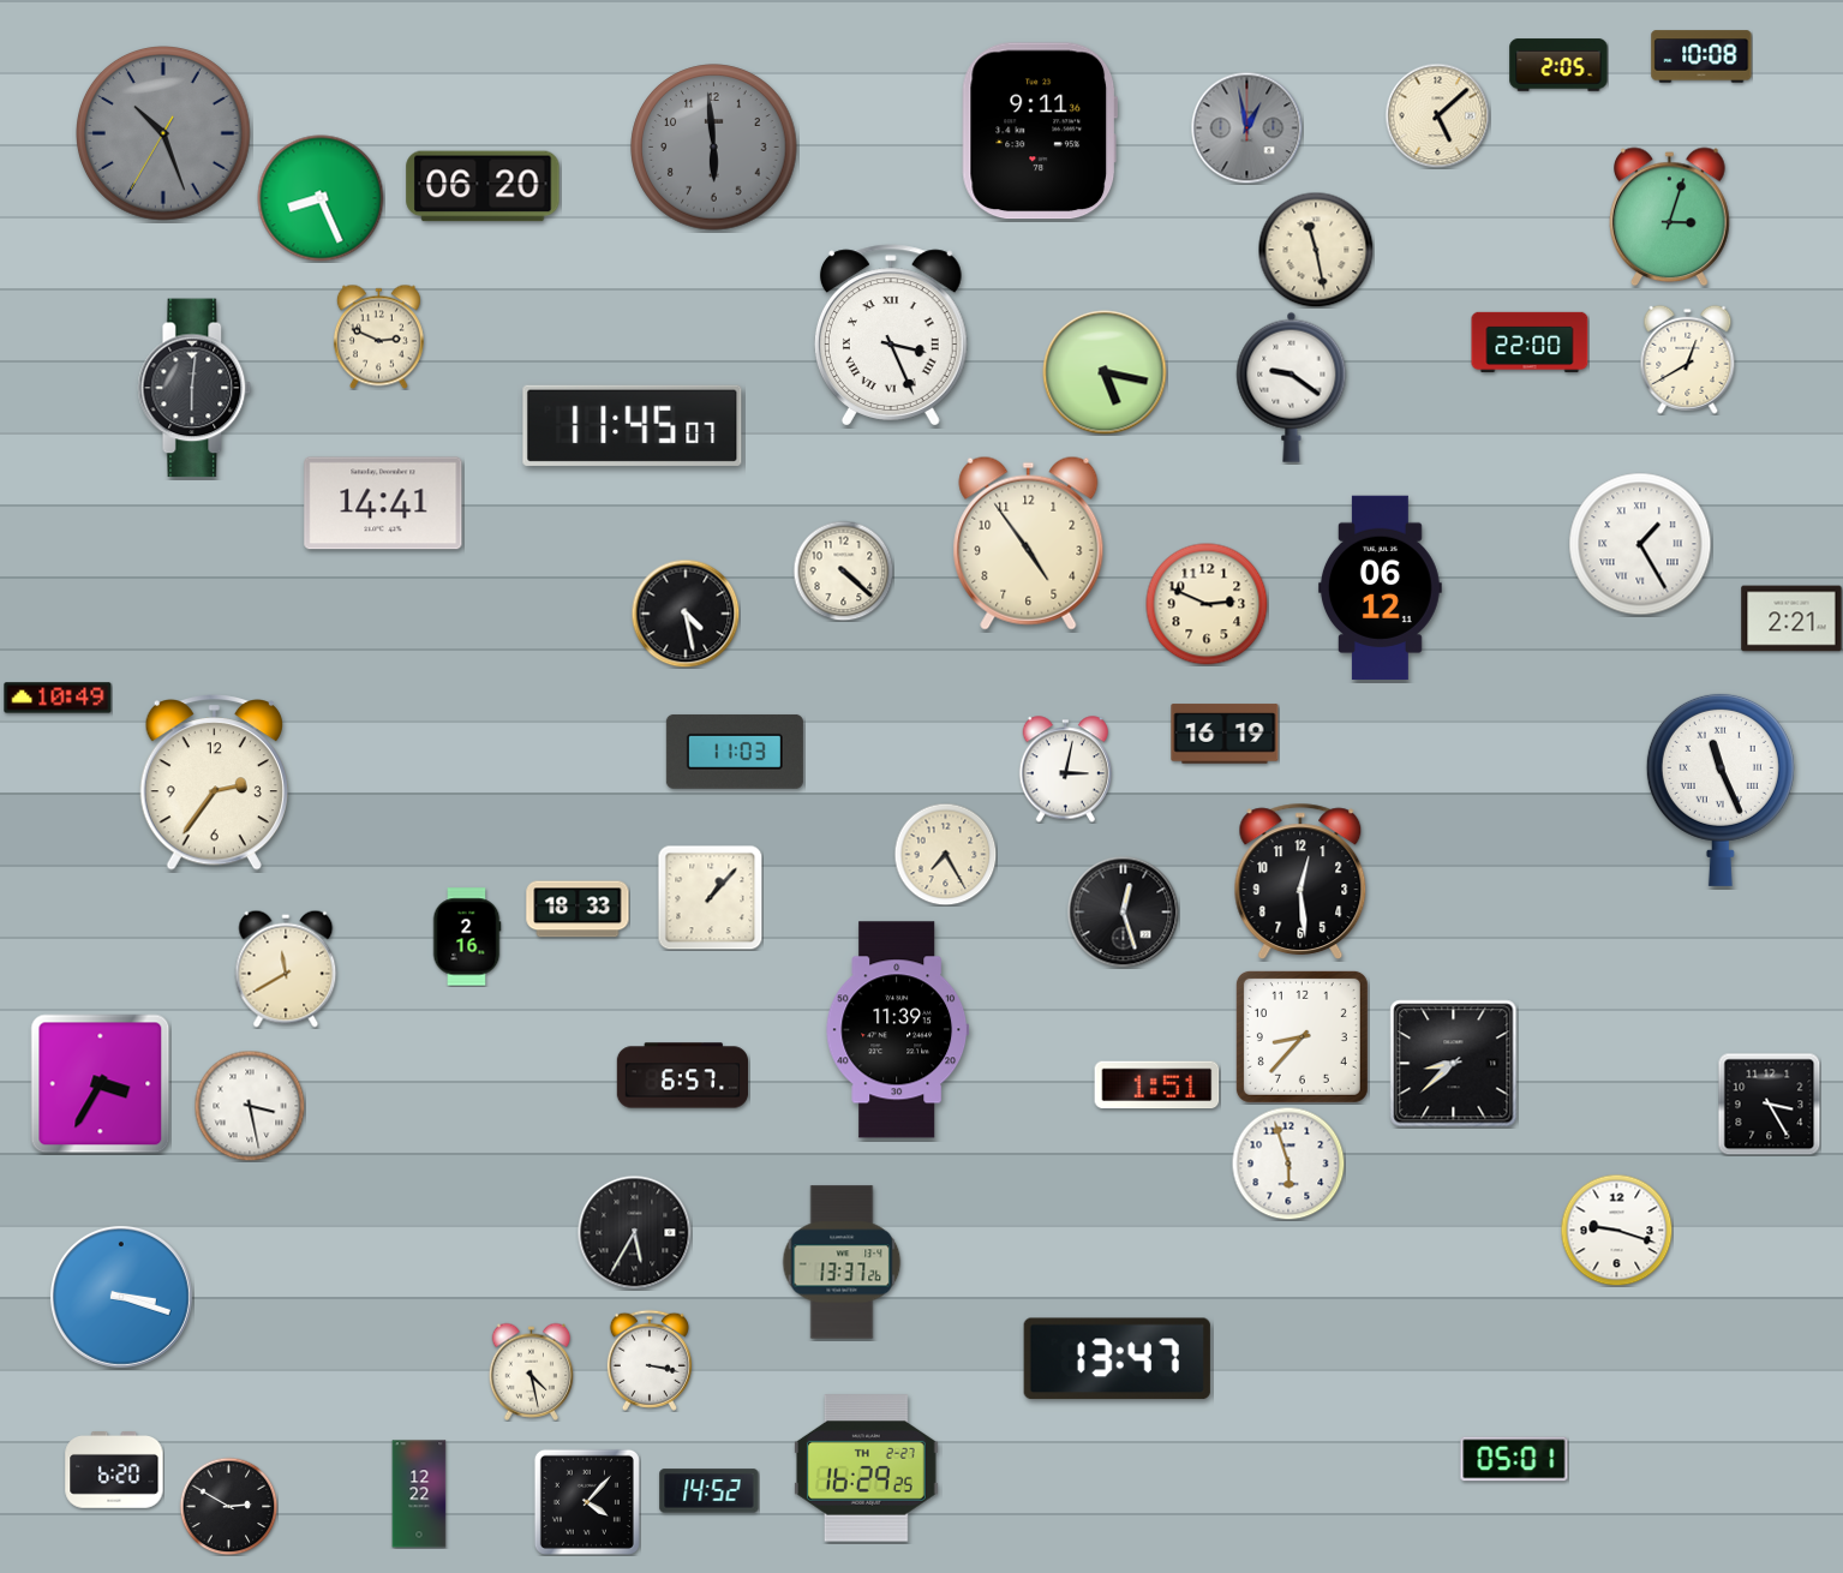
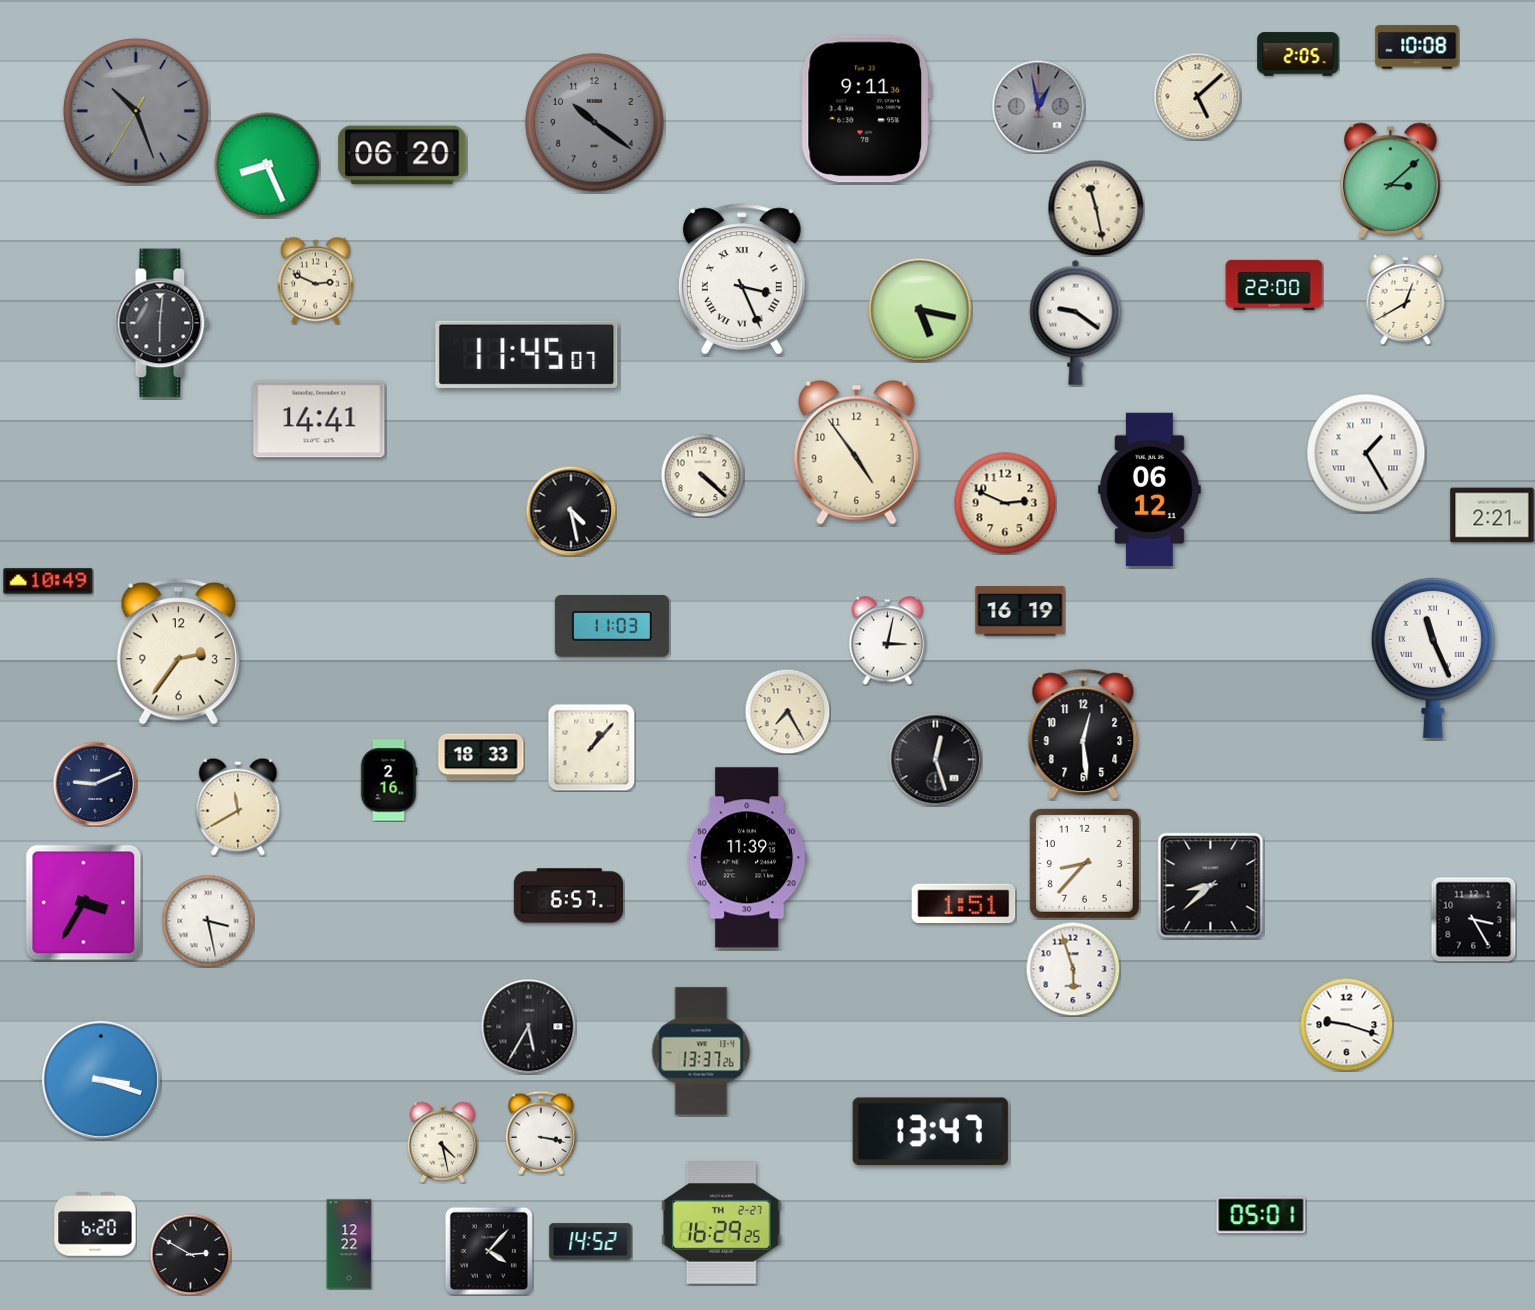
clock at (714, 148): 5:59 -> 10:21
clock at (1670, 217): 3:03 -> 3:08
clock at (95, 784): none -> 9:11
